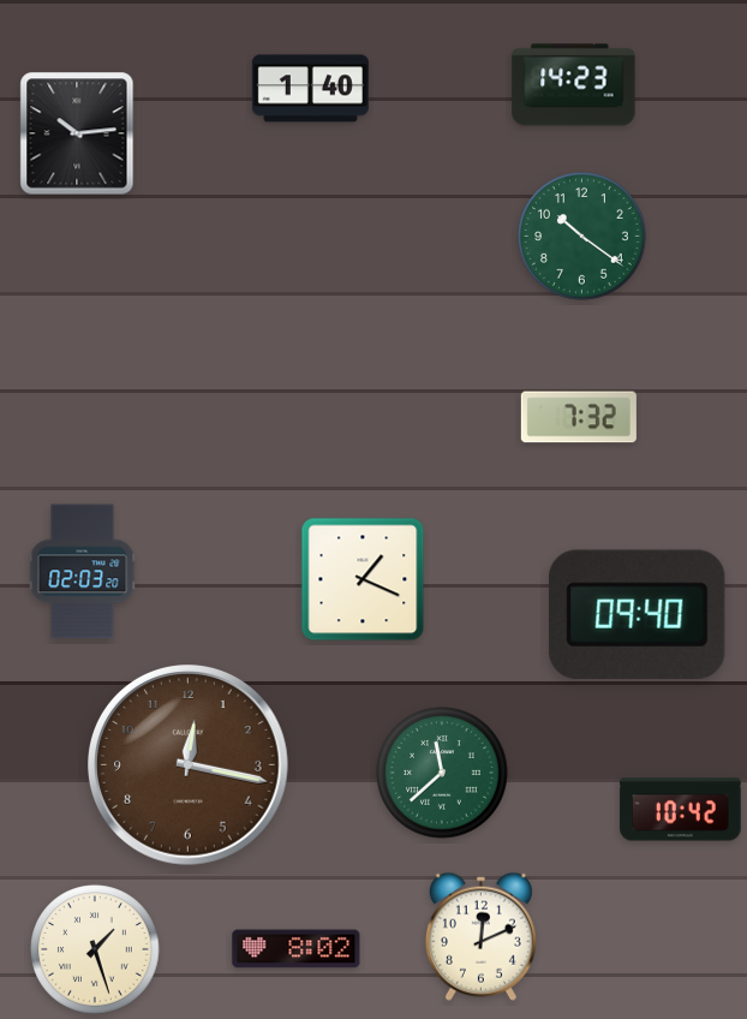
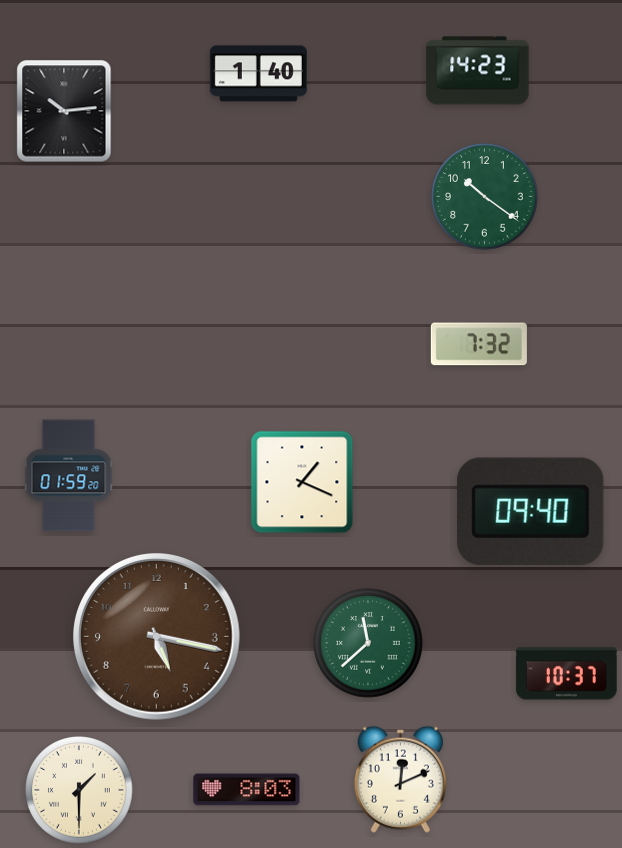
clock at (579, 417) position: (579, 417) -> (479, 344)
clock at (83, 572): 02:03 -> 01:59
clock at (189, 765): 12:17 -> 5:17
clock at (681, 810): 10:42 -> 10:37
clock at (95, 949): 1:27 -> 1:30
clock at (297, 949): 8:02 -> 8:03
